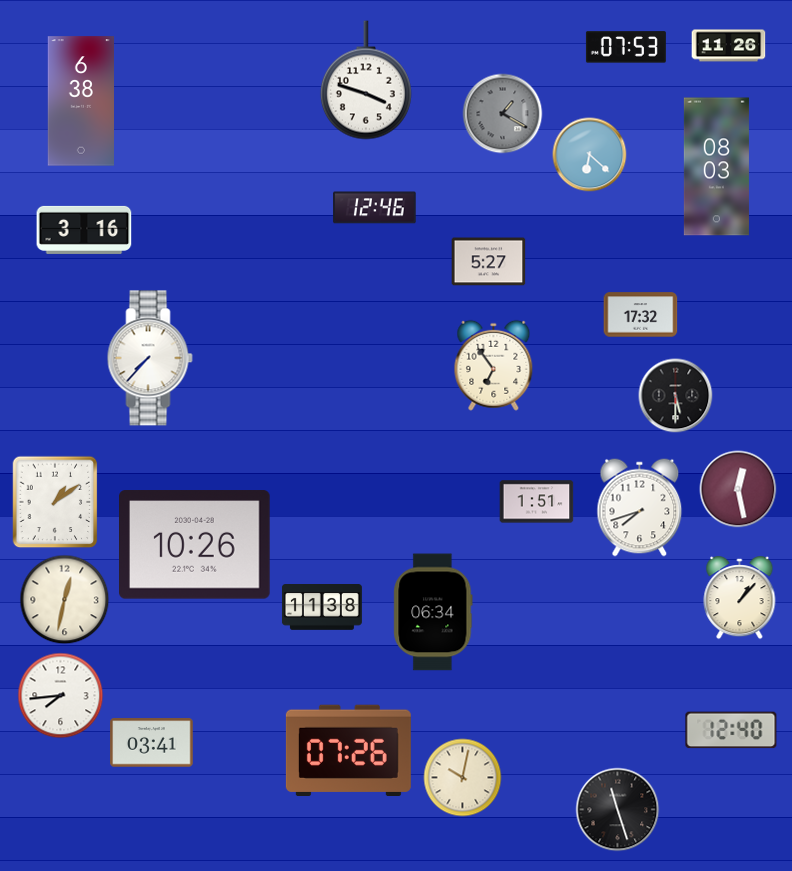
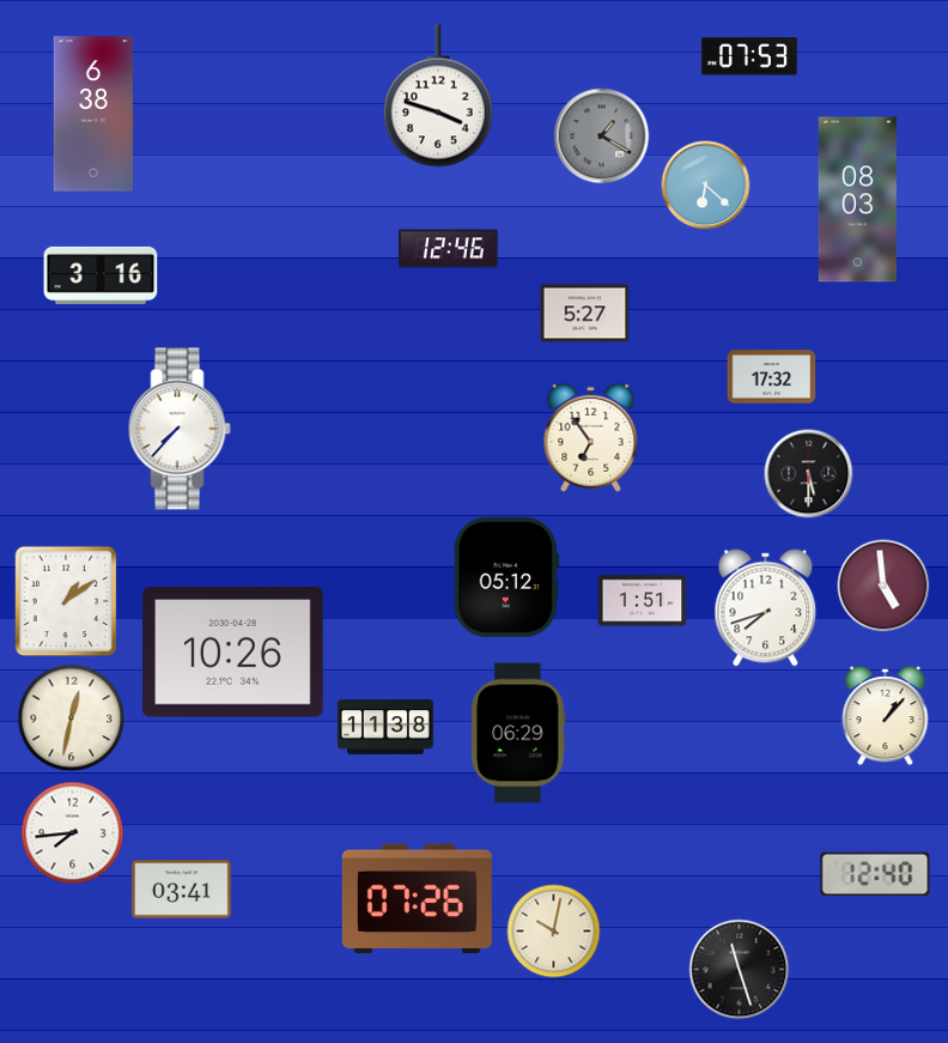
clock at (729, 46): 11:26 -> none
clock at (80, 101) position: (80, 101) -> (92, 114)
clock at (641, 315) position: (641, 315) -> (772, 377)
clock at (505, 577): none -> 05:12
clock at (738, 489): 12:28 -> 4:59
clock at (65, 600) position: (65, 600) -> (72, 718)
clock at (433, 612): 06:34 -> 06:29
